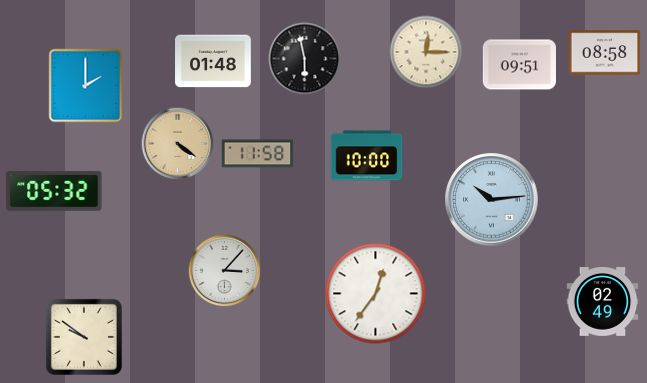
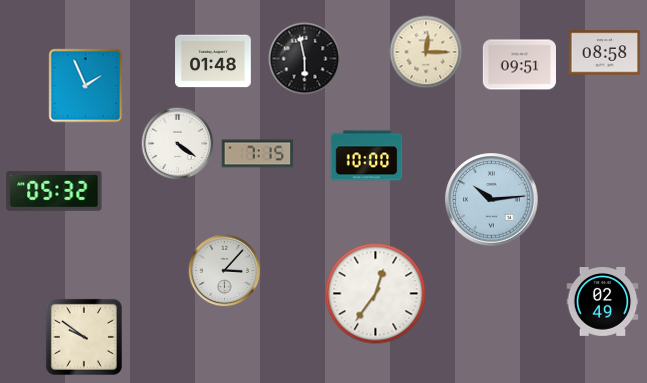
clock at (86, 86): 2:00 -> 1:56
clock at (178, 144) dial: champagne -> white
clock at (258, 154): 11:58 -> 7:15
